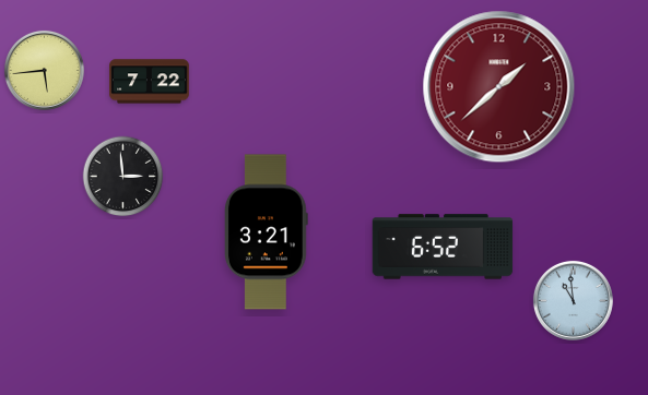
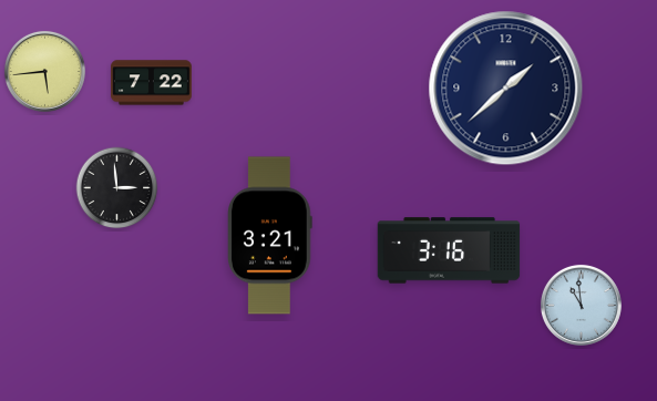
clock at (499, 87) dial: burgundy -> navy
clock at (123, 177) position: (123, 177) -> (117, 188)
clock at (443, 247): 6:52 -> 3:16
